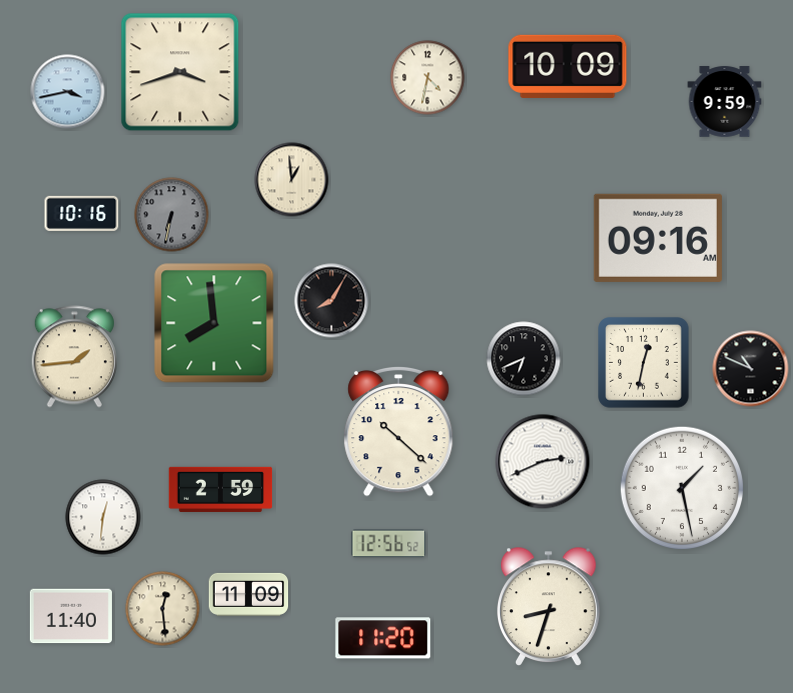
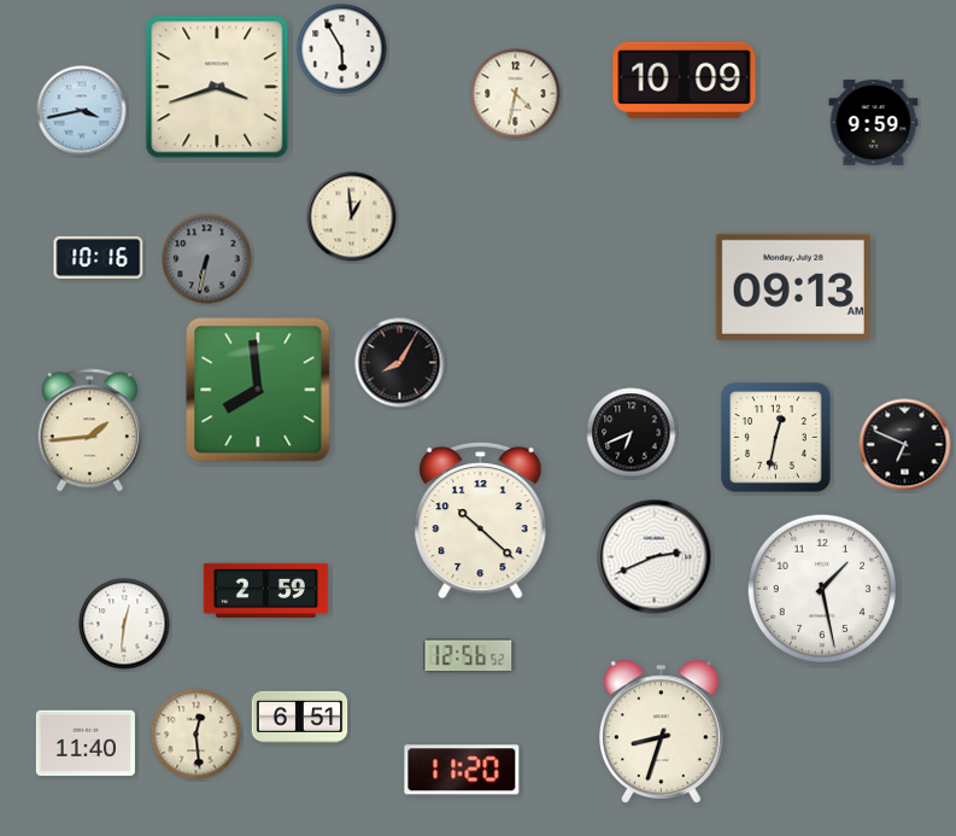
clock at (342, 49): none -> 5:55
clock at (658, 238): 09:16 -> 09:13
clock at (751, 369): 10:49 -> 6:49
clock at (249, 594): 11:09 -> 6:51
